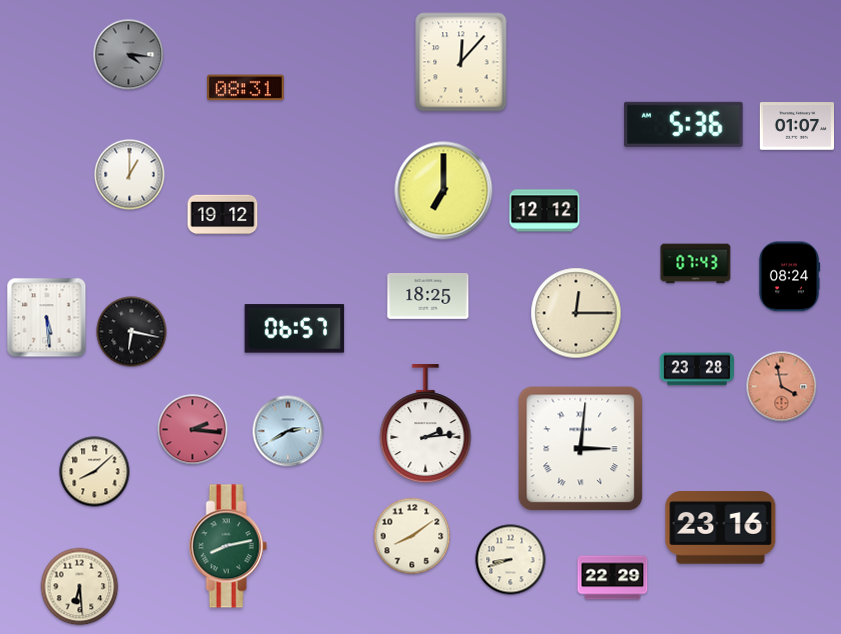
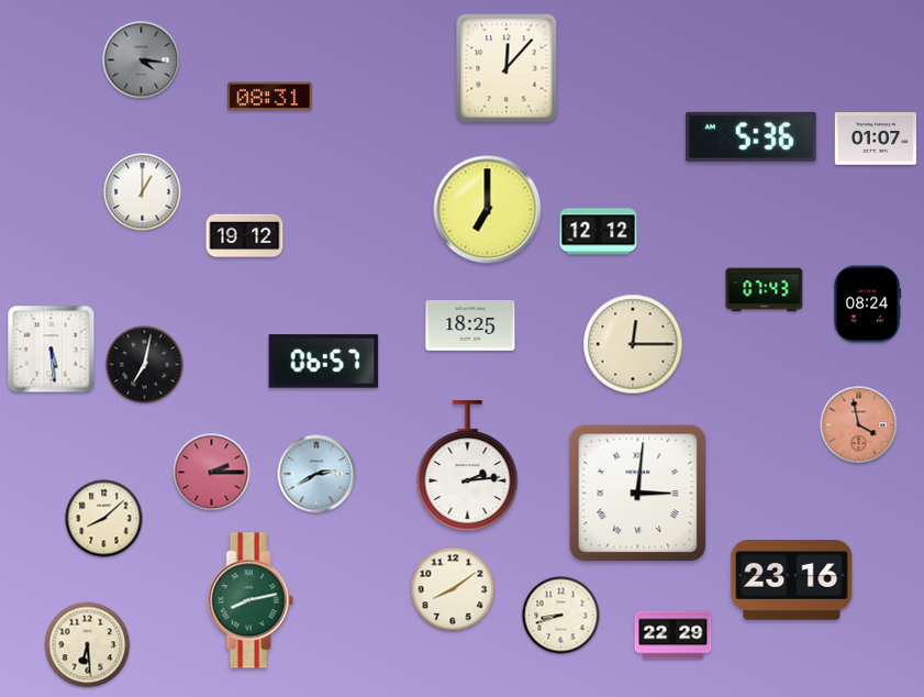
clock at (132, 332): 6:17 -> 7:02
clock at (697, 369): 23:28 -> none
clock at (193, 430): 2:16 -> 2:15
